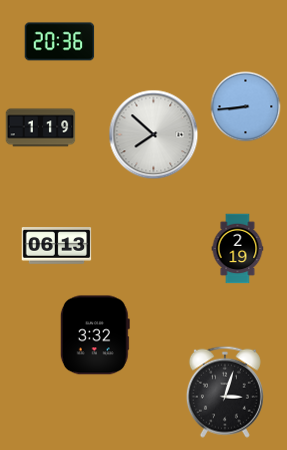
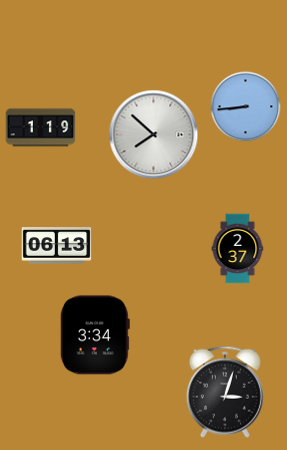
clock at (60, 42): 20:36 -> none
clock at (238, 249): 2:19 -> 2:37
clock at (95, 335): 3:32 -> 3:34
